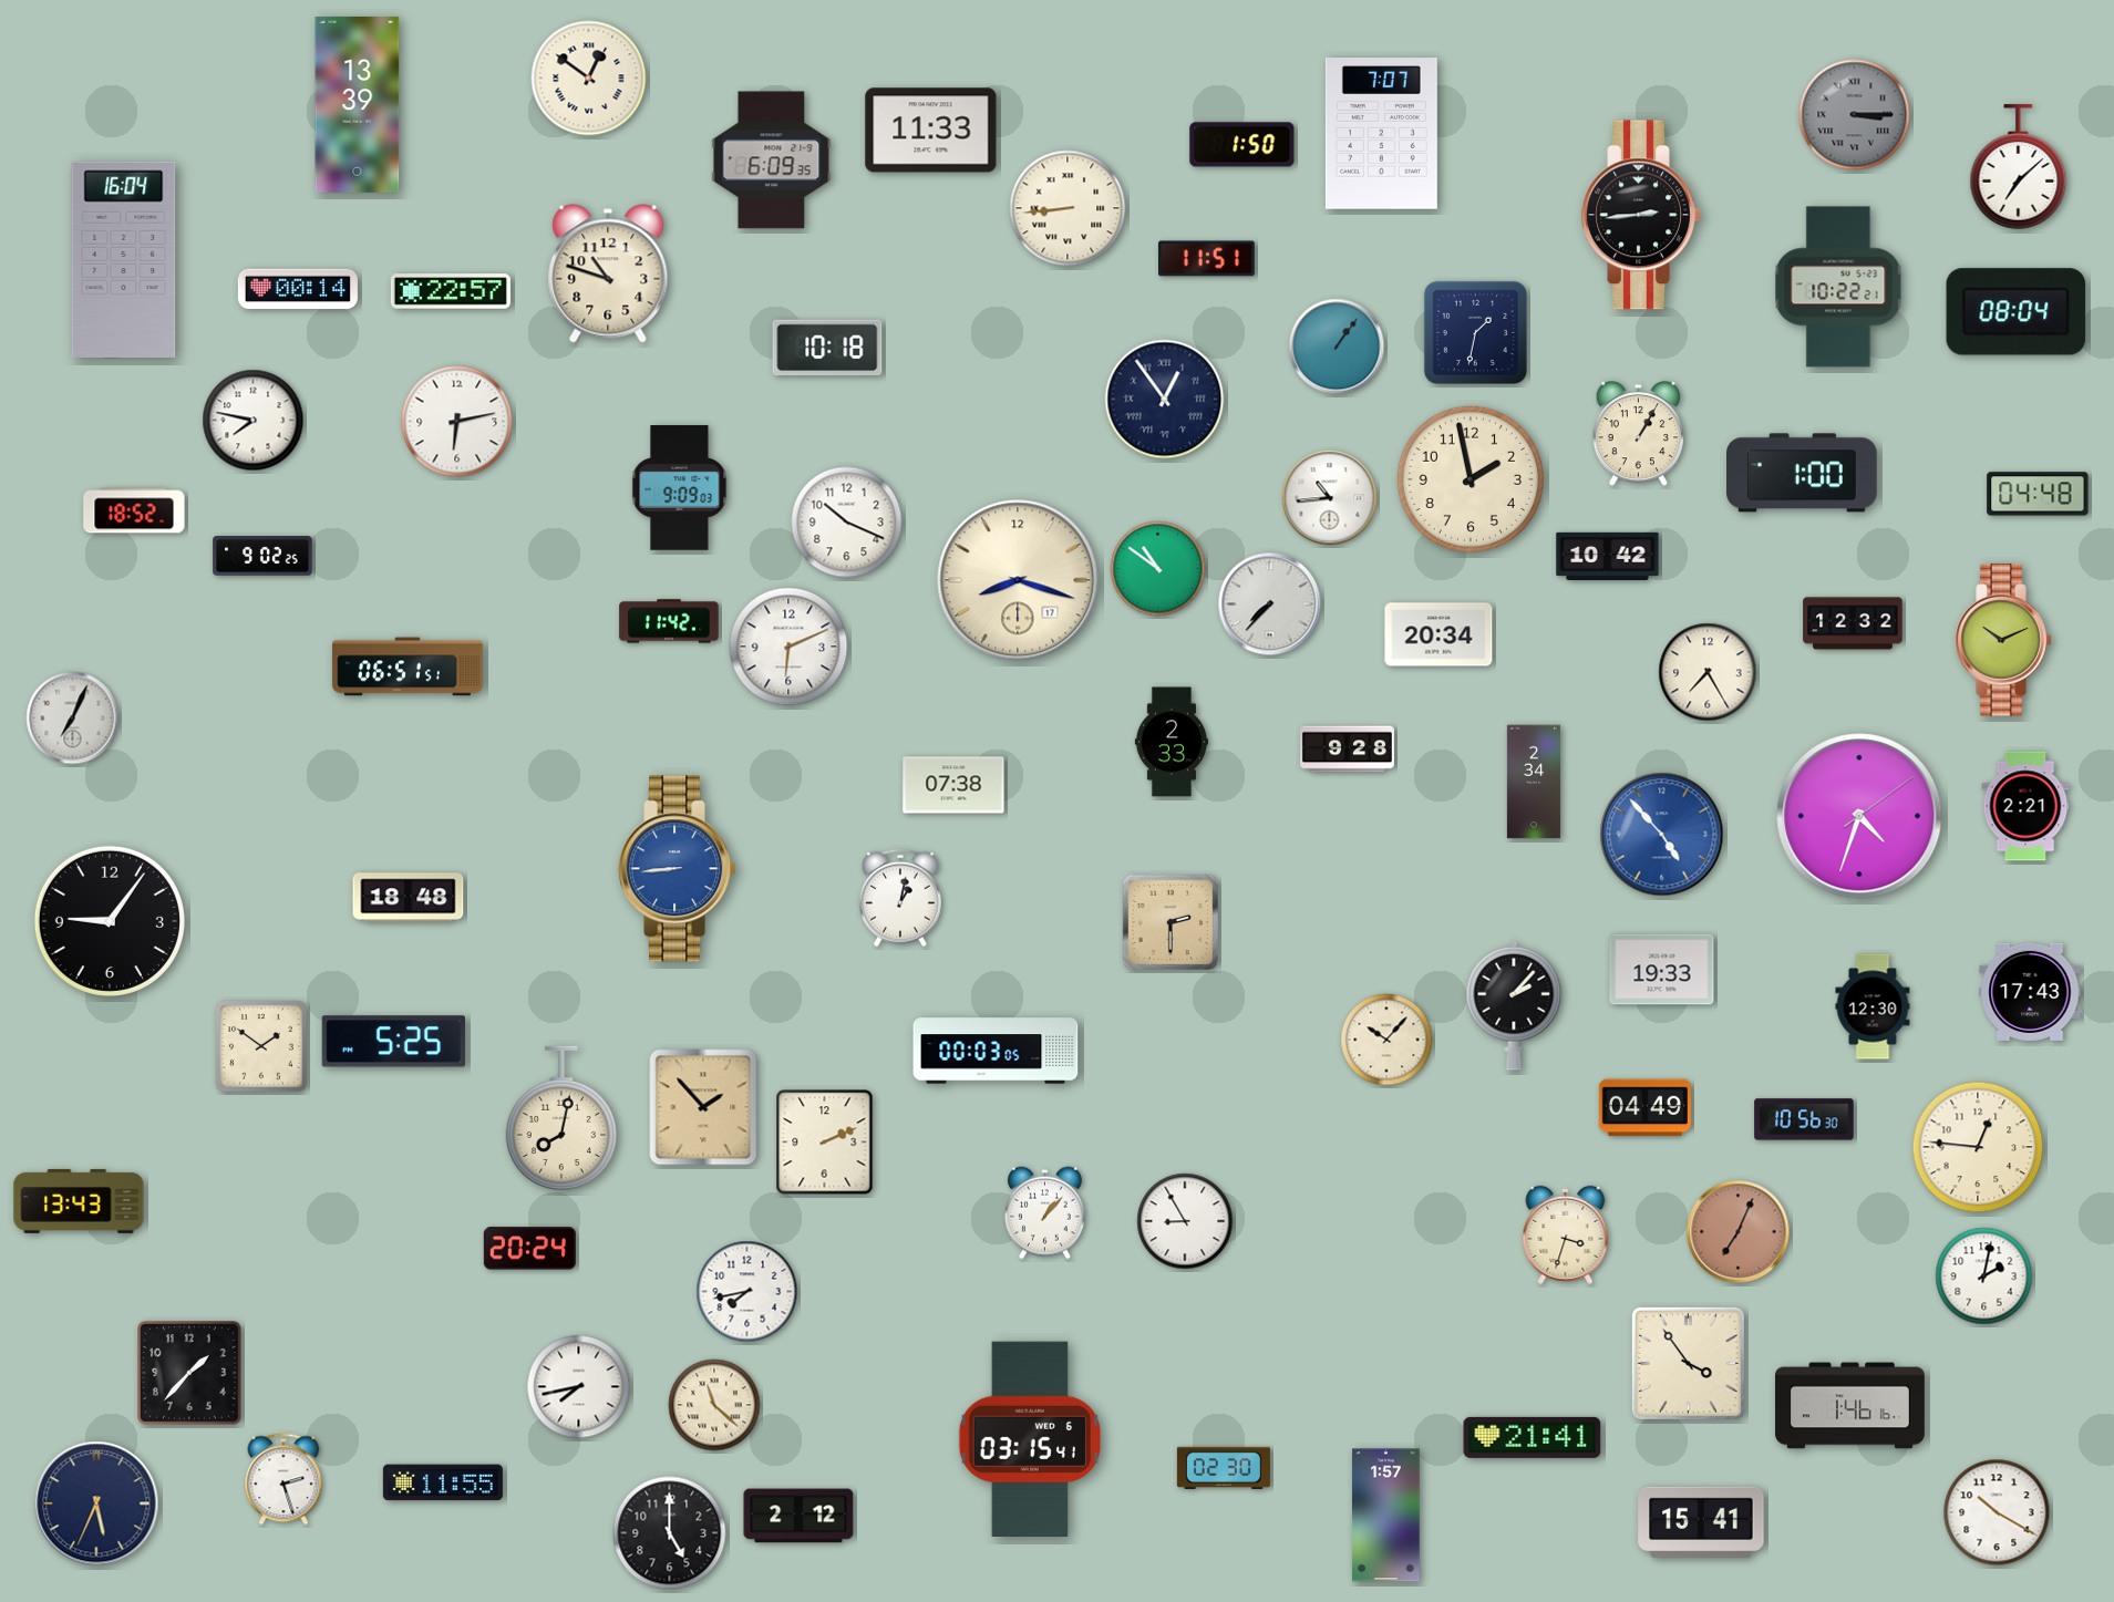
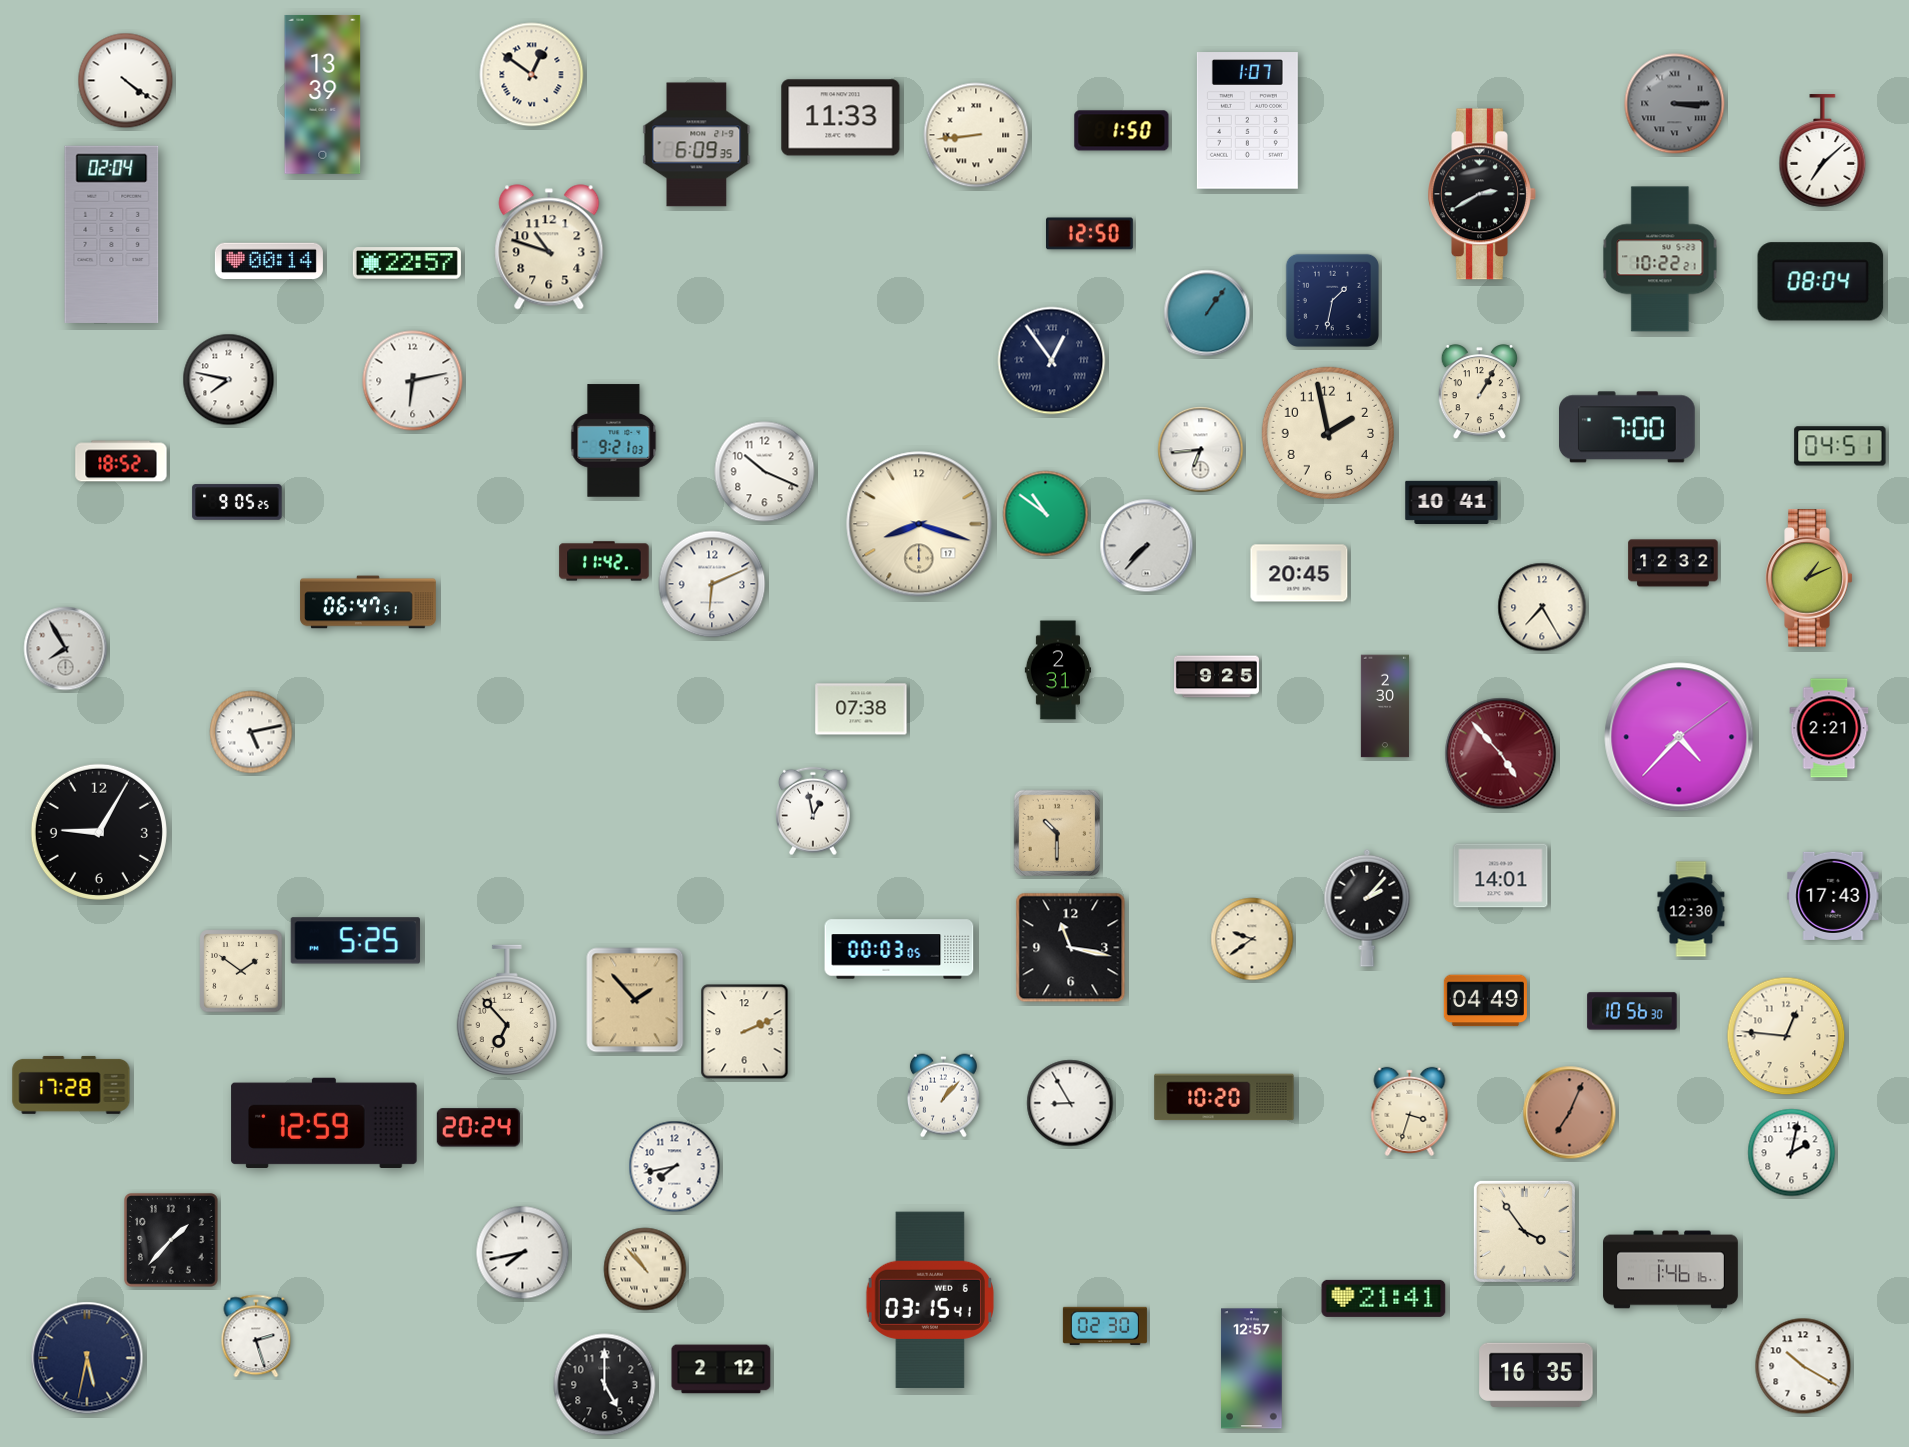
clock at (589, 79) position: (589, 79) -> (532, 75)
clock at (126, 81): none -> 4:21
clock at (1381, 134): 7:07 -> 1:07
clock at (1068, 208) position: (1068, 208) -> (976, 135)
clock at (1641, 215): 2:44 -> 2:40
clock at (124, 259): 16:04 -> 02:04
clock at (1207, 259): 11:51 -> 12:50
clock at (827, 348): 10:18 -> none
clock at (1803, 473): 1:00 -> 7:00
clock at (680, 488): 9:09 -> 9:21
clock at (2038, 494): 04:48 -> 04:51
clock at (1330, 498): 10:44 -> 6:44
clock at (262, 556): 9:02 -> 9:05
clock at (1608, 556): 10:42 -> 10:41
clock at (1438, 634): 20:34 -> 20:45
clock at (2003, 640): 10:11 -> 1:11
clock at (408, 666): 06:51 -> 06:47
clock at (73, 719): 7:04 -> 7:55
clock at (1171, 742): 2:33 -> 2:31
clock at (1347, 750): 9:28 -> 9:25
clock at (1534, 782): 2:34 -> 2:30
clock at (251, 732): none -> 5:13
clock at (1859, 816): 4:33 -> 4:37
clock at (1662, 835) dial: blue -> burgundy
clock at (678, 869): 8:44 -> none
clock at (409, 898): 18:48 -> none
clock at (901, 898): 1:02 -> 12:58
clock at (110, 921): 9:06 -> 9:05
clock at (1169, 921): 2:30 -> 10:30
clock at (1662, 970): 19:33 -> 14:01
clock at (1386, 1040): 10:07 -> 9:39
clock at (261, 1046) position: (261, 1046) -> (241, 971)
clock at (1071, 948): none -> 11:17
clock at (561, 1118): 8:02 -> 6:53
clock at (1804, 1119) position: (1804, 1119) -> (1632, 1011)
clock at (79, 1201): 13:43 -> 17:28
clock at (1224, 1097): none -> 10:20
clock at (1566, 1234) position: (1566, 1234) -> (1410, 1111)
clock at (324, 1122): none -> 12:59
clock at (714, 1405): 11:22 -> 10:53
clock at (443, 1482): 11:55 -> none
clock at (96, 1503): 5:34 -> 5:32
clock at (1386, 1516): 1:57 -> 12:57
clock at (1701, 1521): 15:41 -> 16:35
